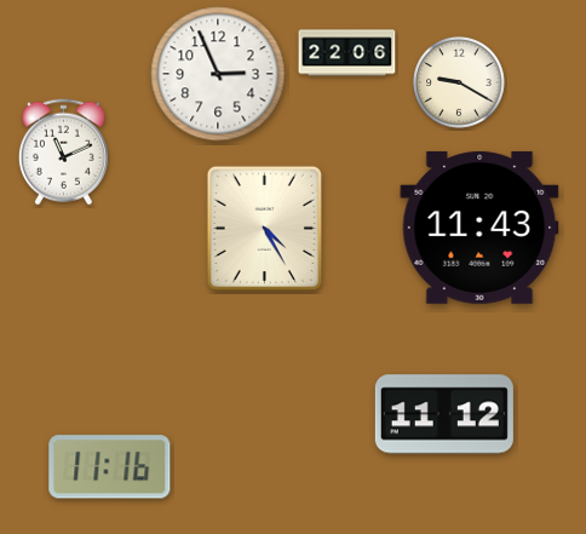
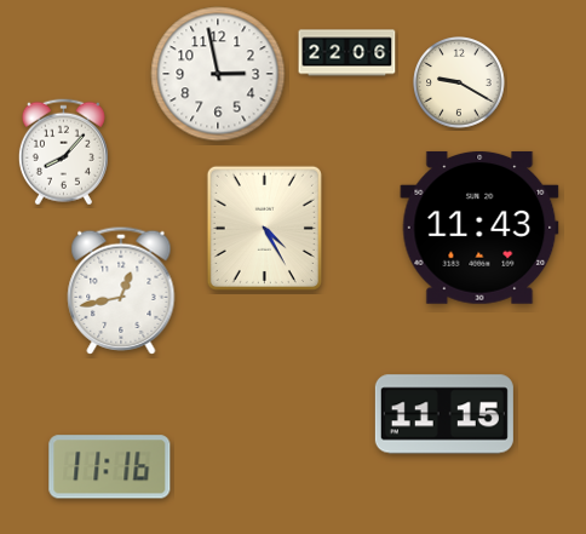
clock at (218, 74): 2:56 -> 2:58
clock at (63, 153): 11:11 -> 8:07
clock at (121, 291): none -> 12:43
clock at (444, 414): 11:12 -> 11:15
